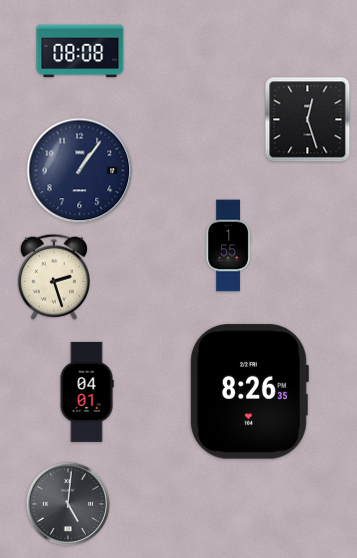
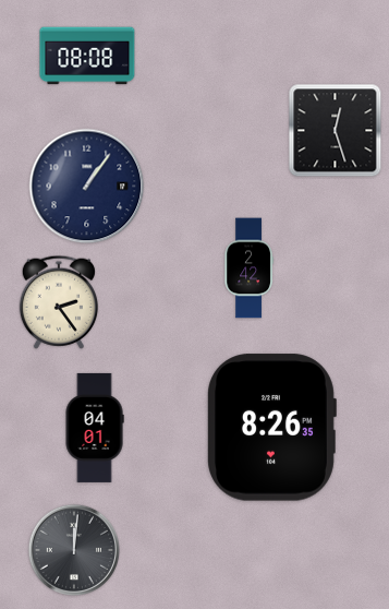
clock at (228, 246): 1:55 -> 2:42
clock at (53, 277): 2:27 -> 2:24
clock at (67, 503): 5:01 -> 12:01
